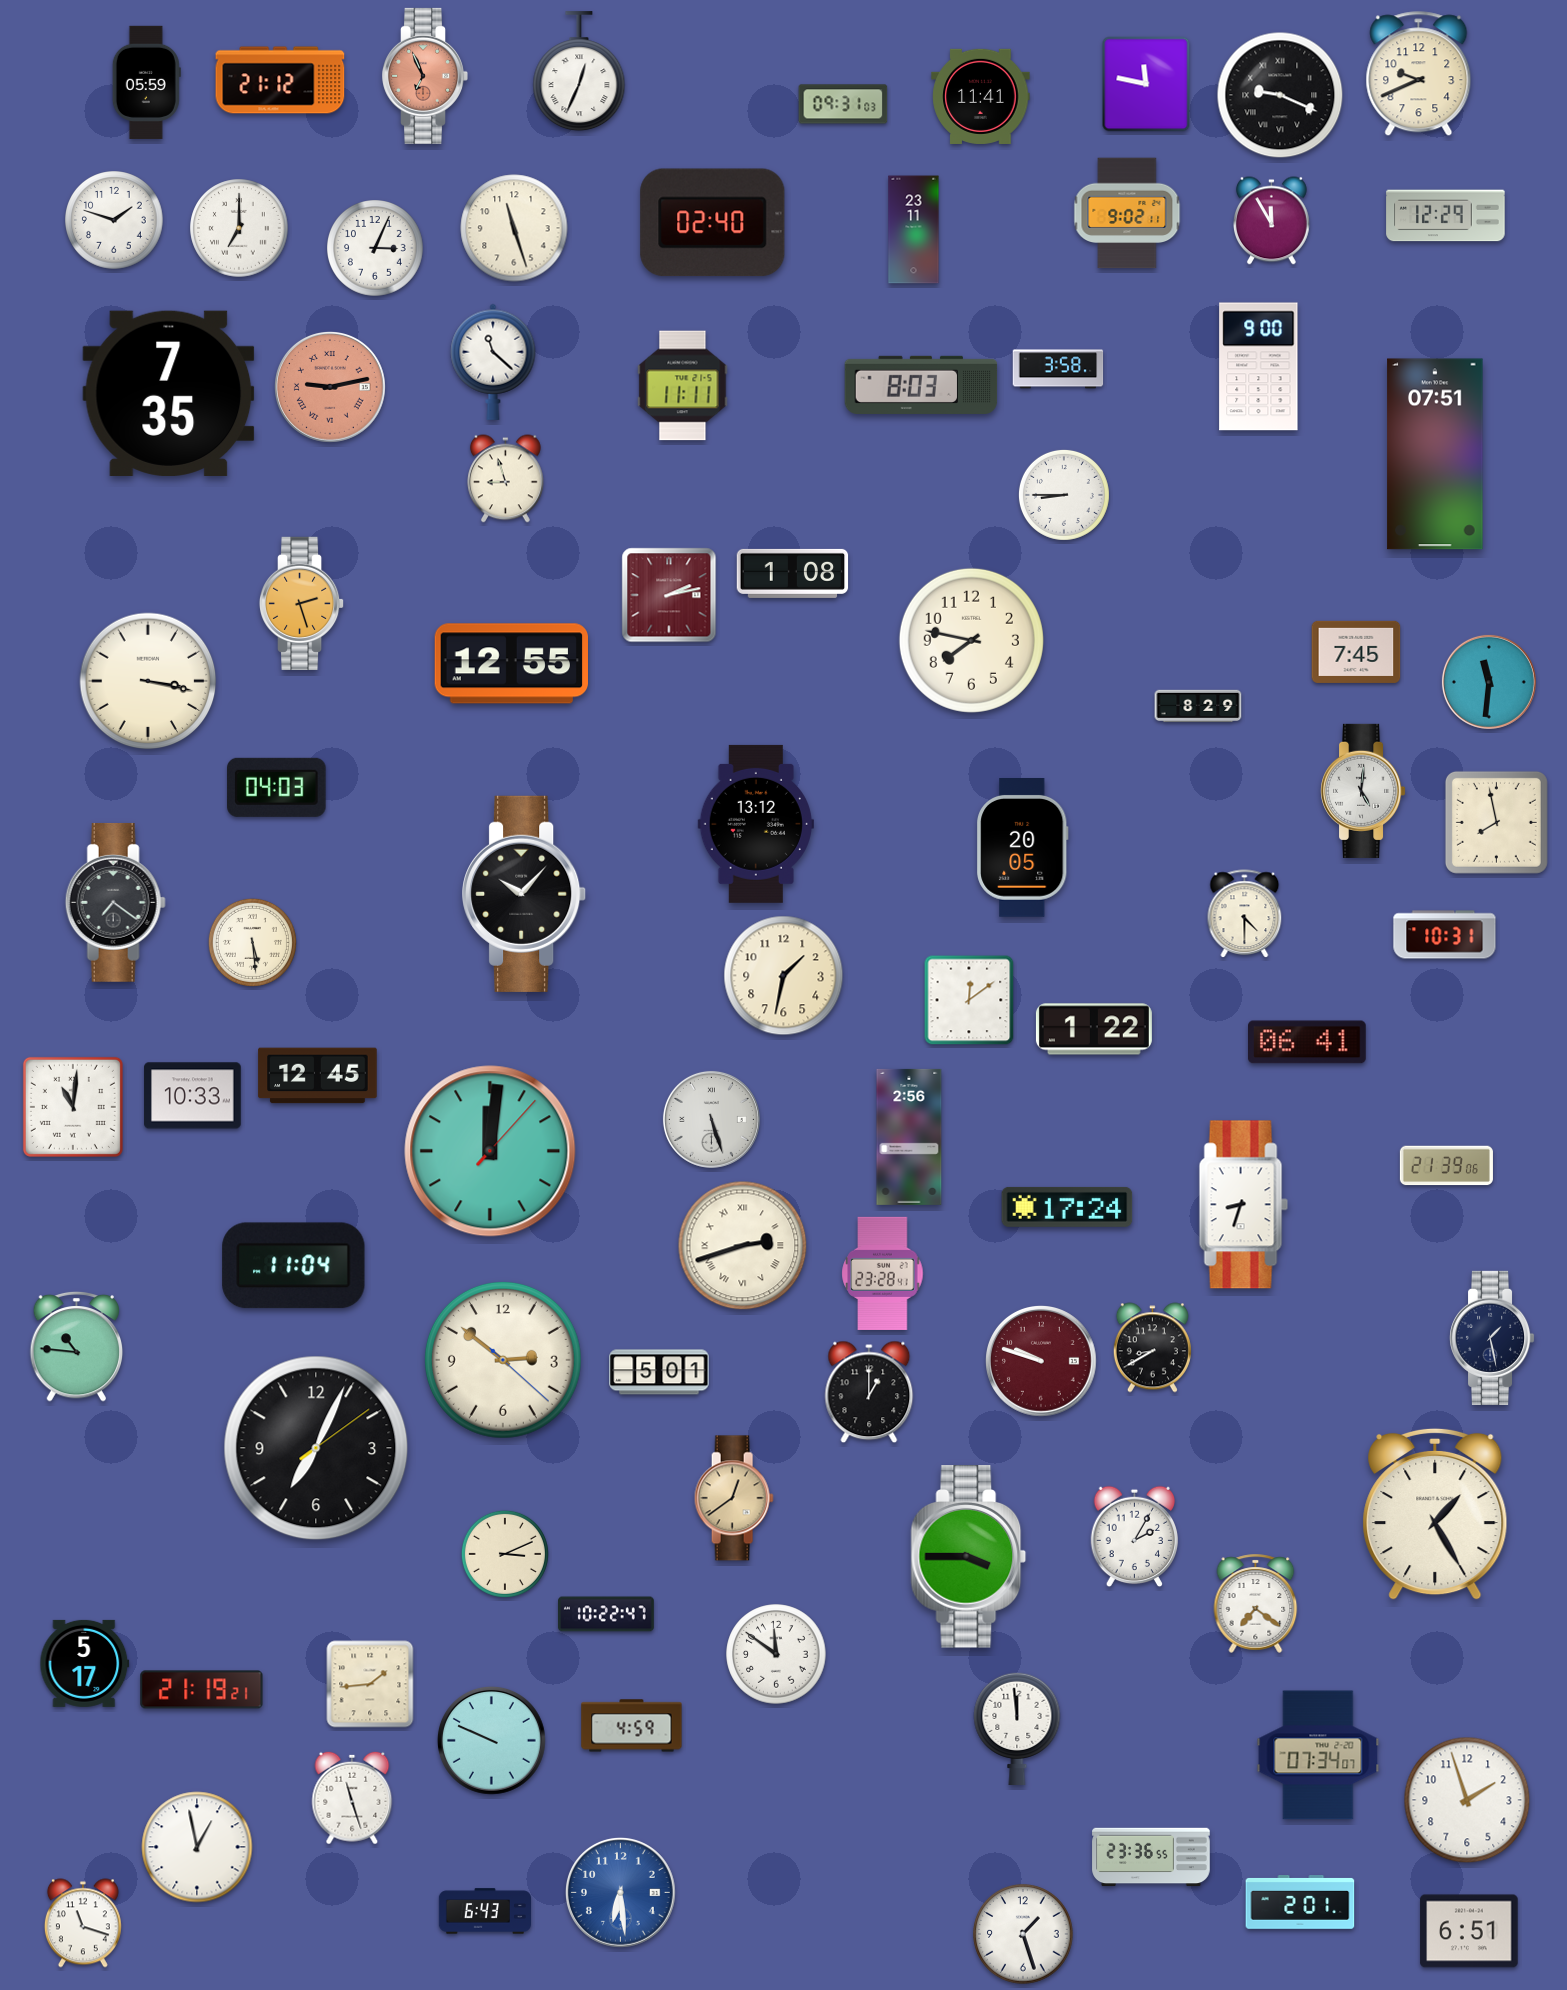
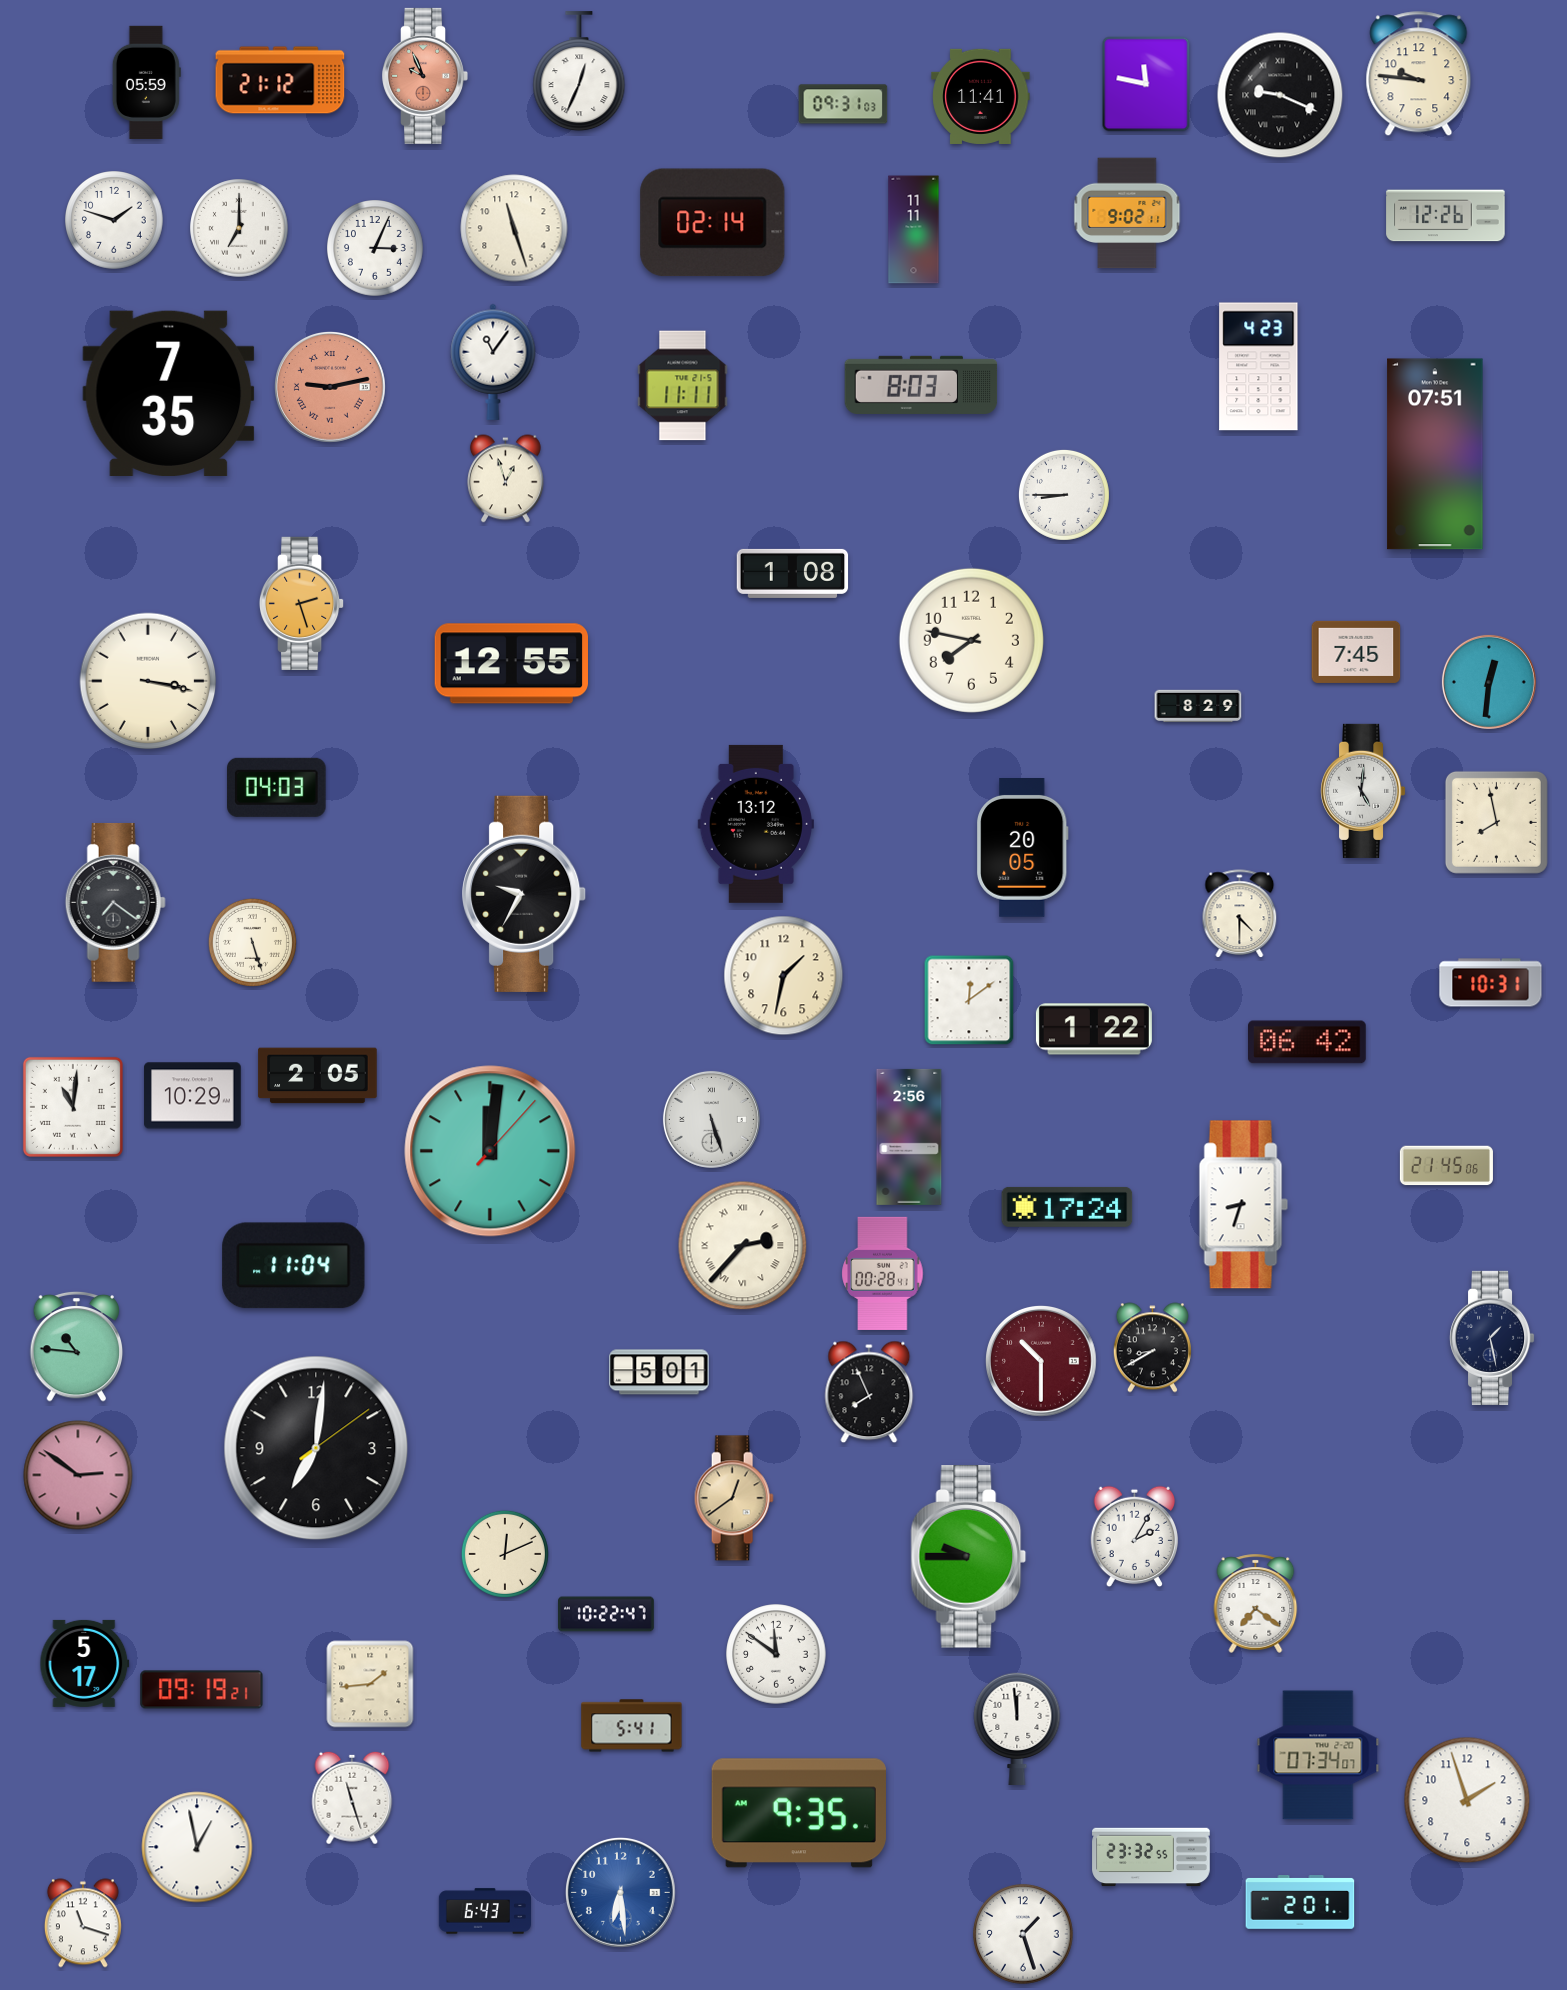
clock at (1419, 74): 9:41 -> 9:46
clock at (425, 76): 6:56 -> 9:56
clock at (1446, 216): 12:29 -> 12:26
clock at (1272, 221): 11:55 -> none
clock at (713, 223): 02:40 -> 02:14
clock at (914, 230): 23:11 -> 11:11
clock at (493, 362): 11:22 -> 11:06
clock at (1259, 367): 9:00 -> 4:23
clock at (1058, 369): 3:58 -> none
clock at (506, 479): 8:57 -> 12:57
clock at (669, 595): 2:13 -> none
clock at (1489, 682): 11:31 -> 12:31
clock at (525, 894): 10:07 -> 9:35
clock at (1245, 914) position: (1245, 914) -> (1240, 914)
clock at (1445, 935) position: (1445, 935) -> (1491, 983)
clock at (252, 942): 5:29 -> 5:27
clock at (1308, 1042): 06:41 -> 06:42
clock at (318, 1076): 12:45 -> 2:05
clock at (193, 1096): 10:33 -> 10:29
clock at (1446, 1166): 21:39 -> 21:45
clock at (743, 1246): 2:42 -> 2:37
clock at (883, 1273): 23:28 -> 00:28
clock at (503, 1360): 2:51 -> none
clock at (1042, 1362): 9:48 -> 10:30
clock at (869, 1392): 1:00 -> 7:56
clock at (316, 1448): 7:04 -> 7:01
clock at (78, 1475): none -> 2:51
clock at (1435, 1514): 1:25 -> none
clock at (505, 1554): 3:11 -> 12:11
clock at (969, 1557): 3:45 -> 9:45
clock at (202, 1690): 21:19 -> 09:19
clock at (632, 1726): 4:59 -> 5:41
clock at (491, 1740): 9:49 -> none
clock at (799, 1813): none -> 9:35
clock at (1151, 1857): 23:36 -> 23:32
clock at (1469, 1931): 6:51 -> none
